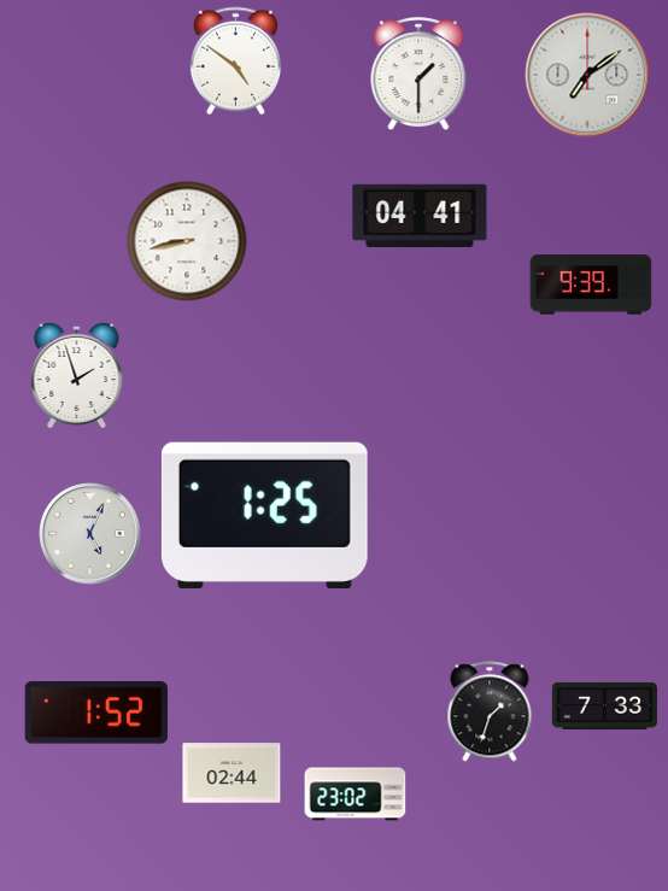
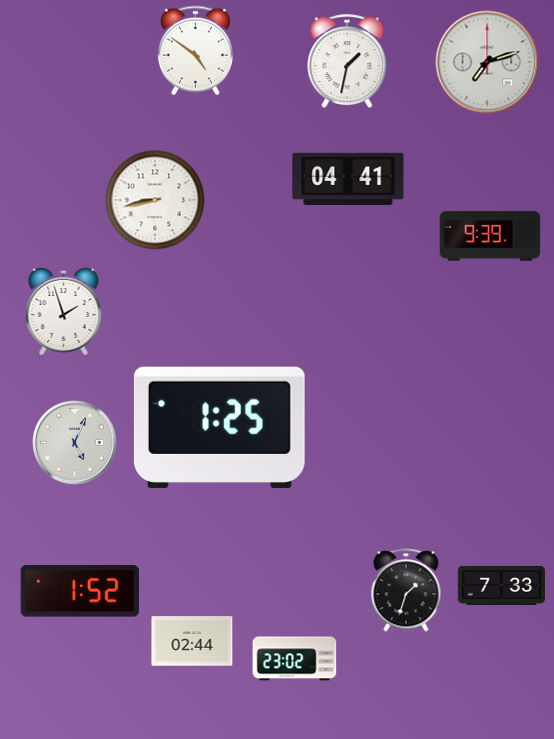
clock at (418, 75): 1:30 -> 1:32
clock at (587, 75): 7:09 -> 7:12
